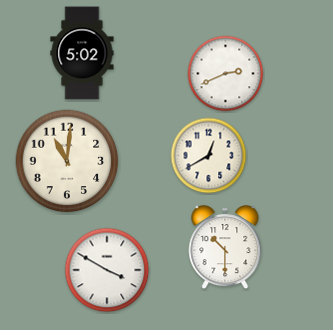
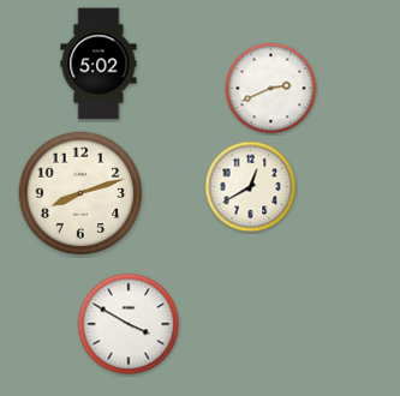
clock at (67, 161): 11:01 -> 8:12
clock at (225, 248): 10:30 -> none
